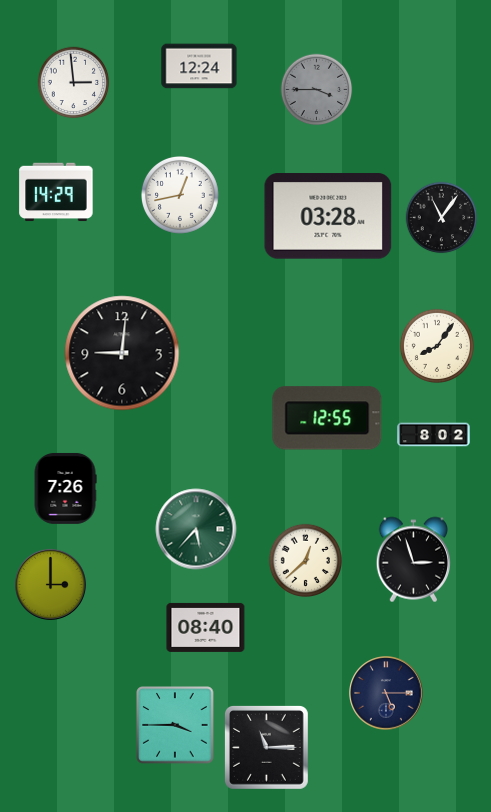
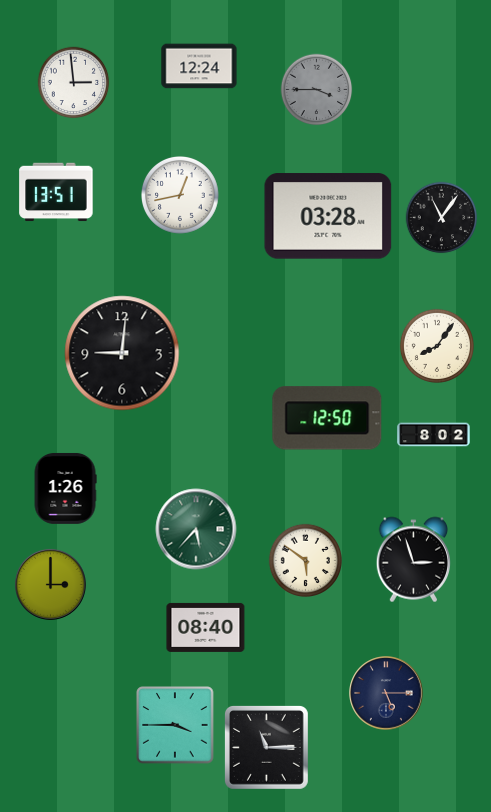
clock at (56, 192): 14:29 -> 13:51
clock at (327, 418): 12:55 -> 12:50
clock at (65, 489): 7:26 -> 1:26
clock at (305, 560): 12:38 -> 5:51
